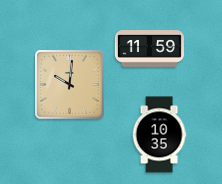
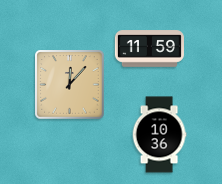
clock at (70, 85): 10:01 -> 12:07
clock at (159, 135): 10:35 -> 10:36
